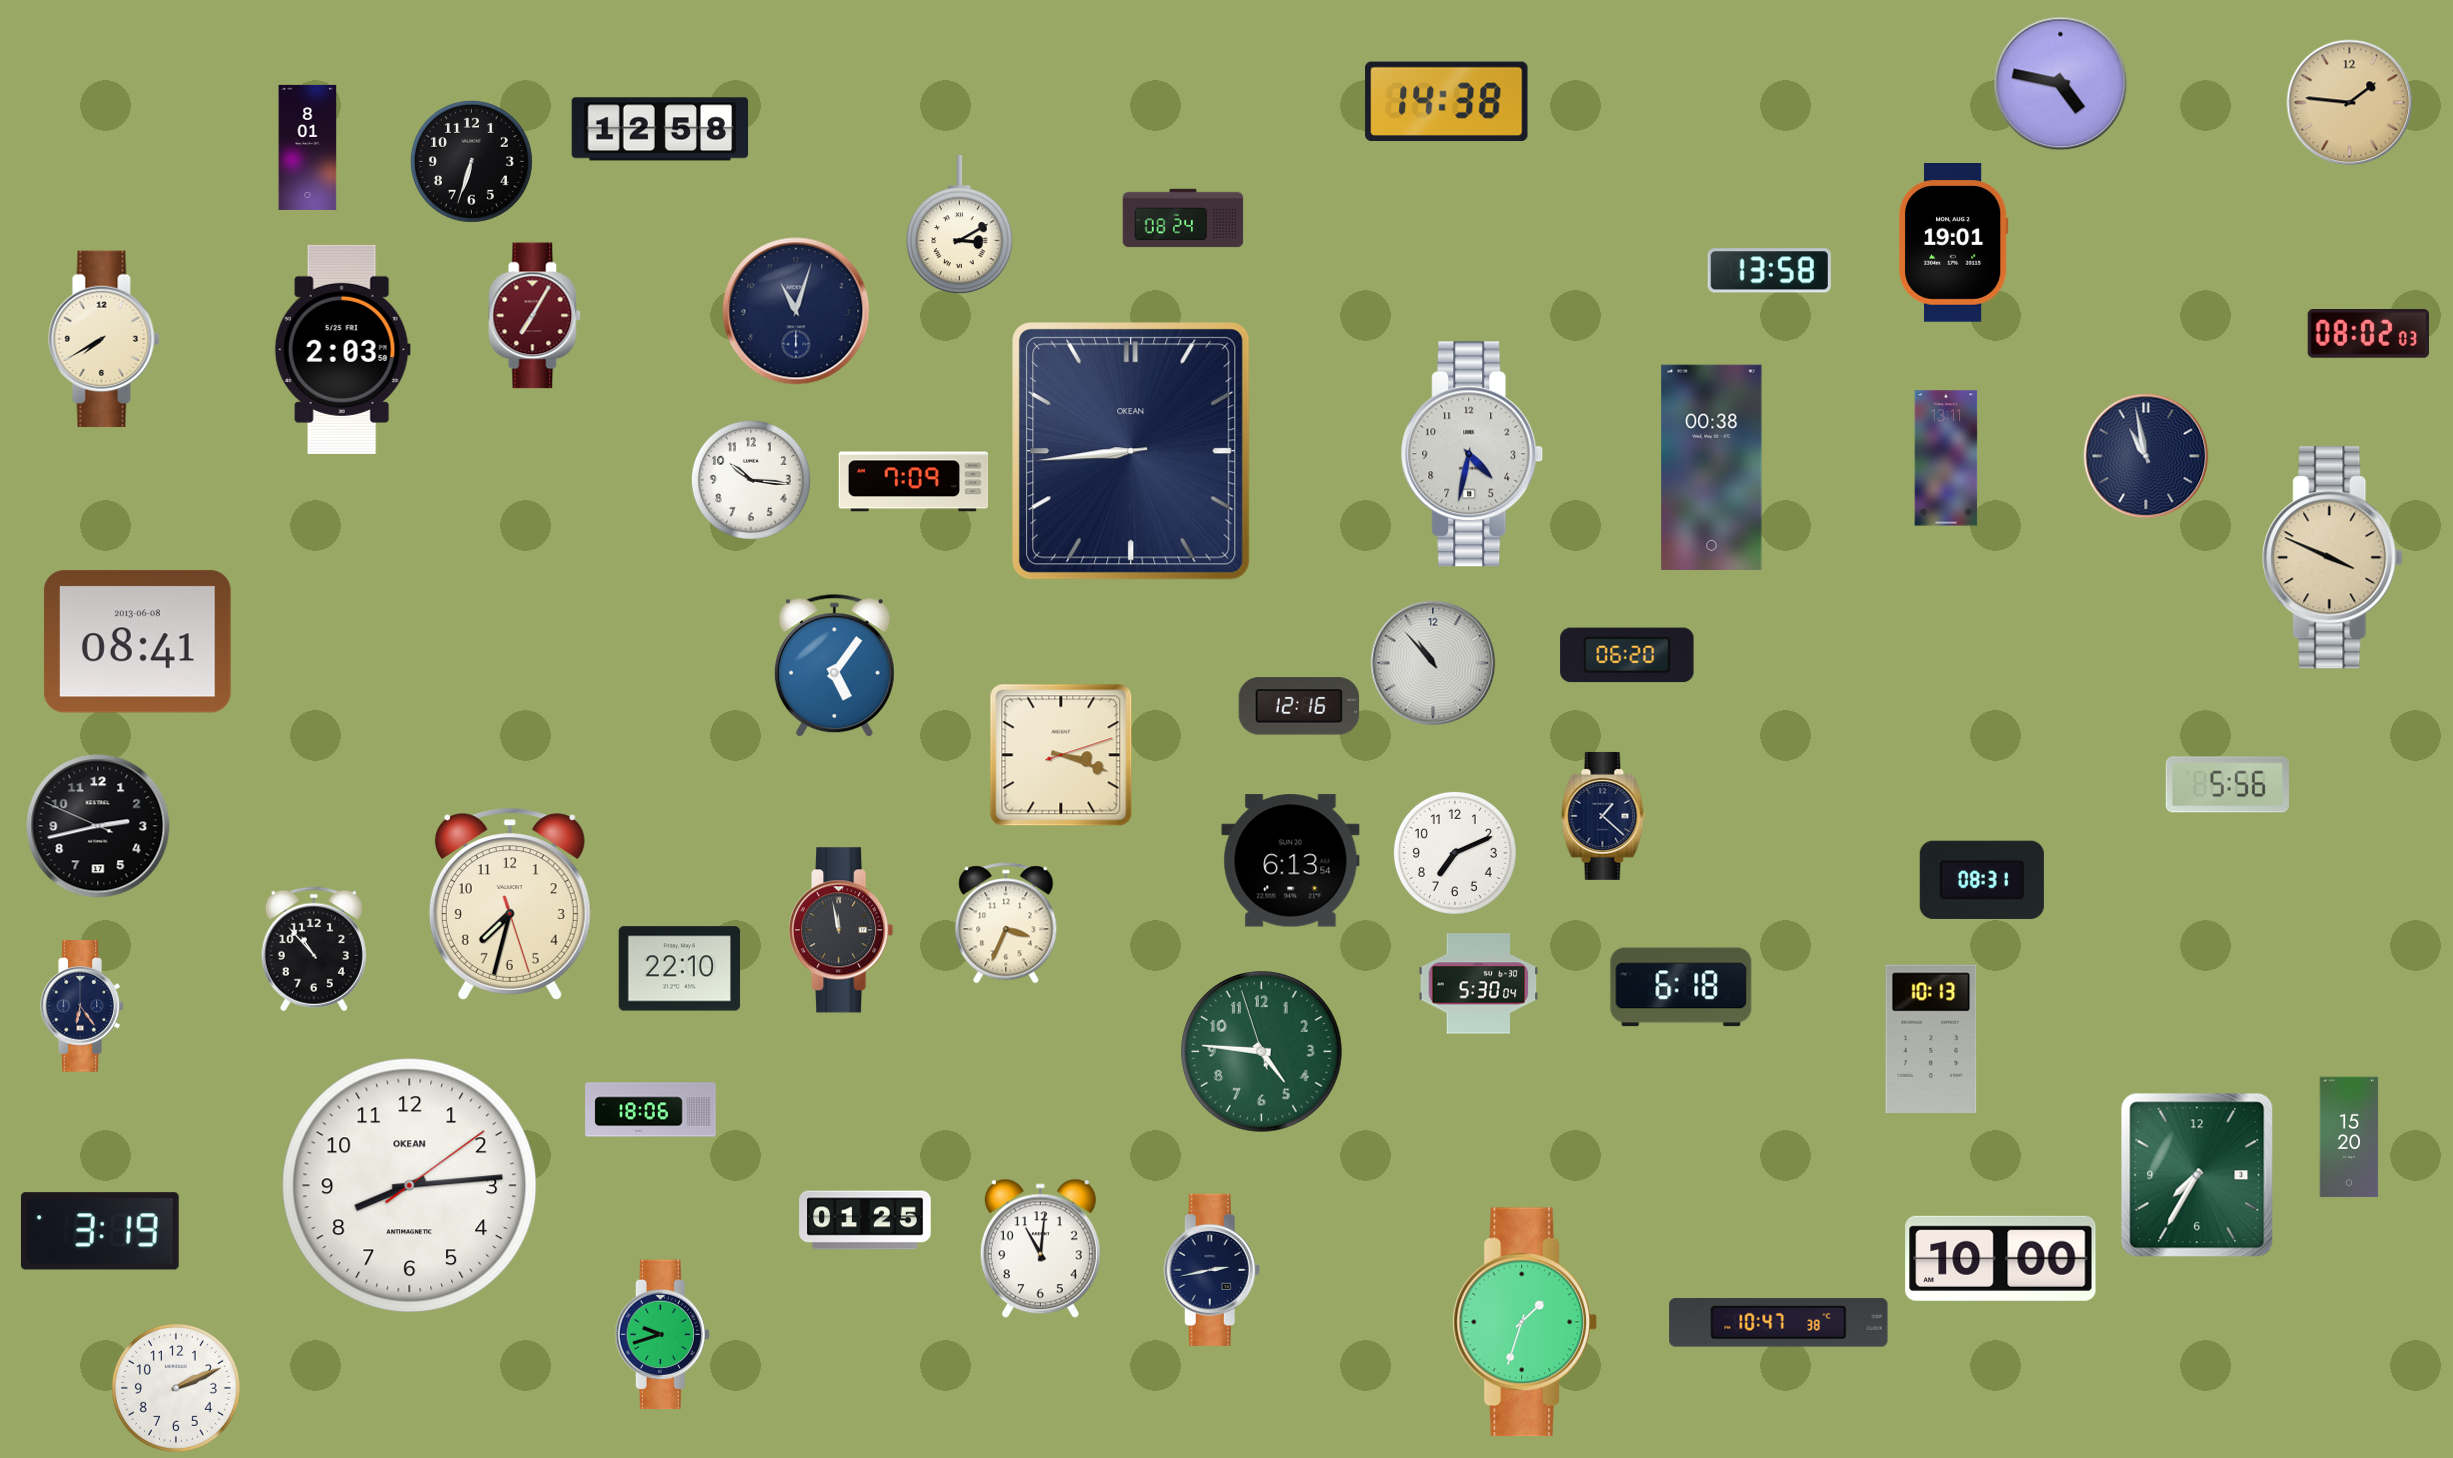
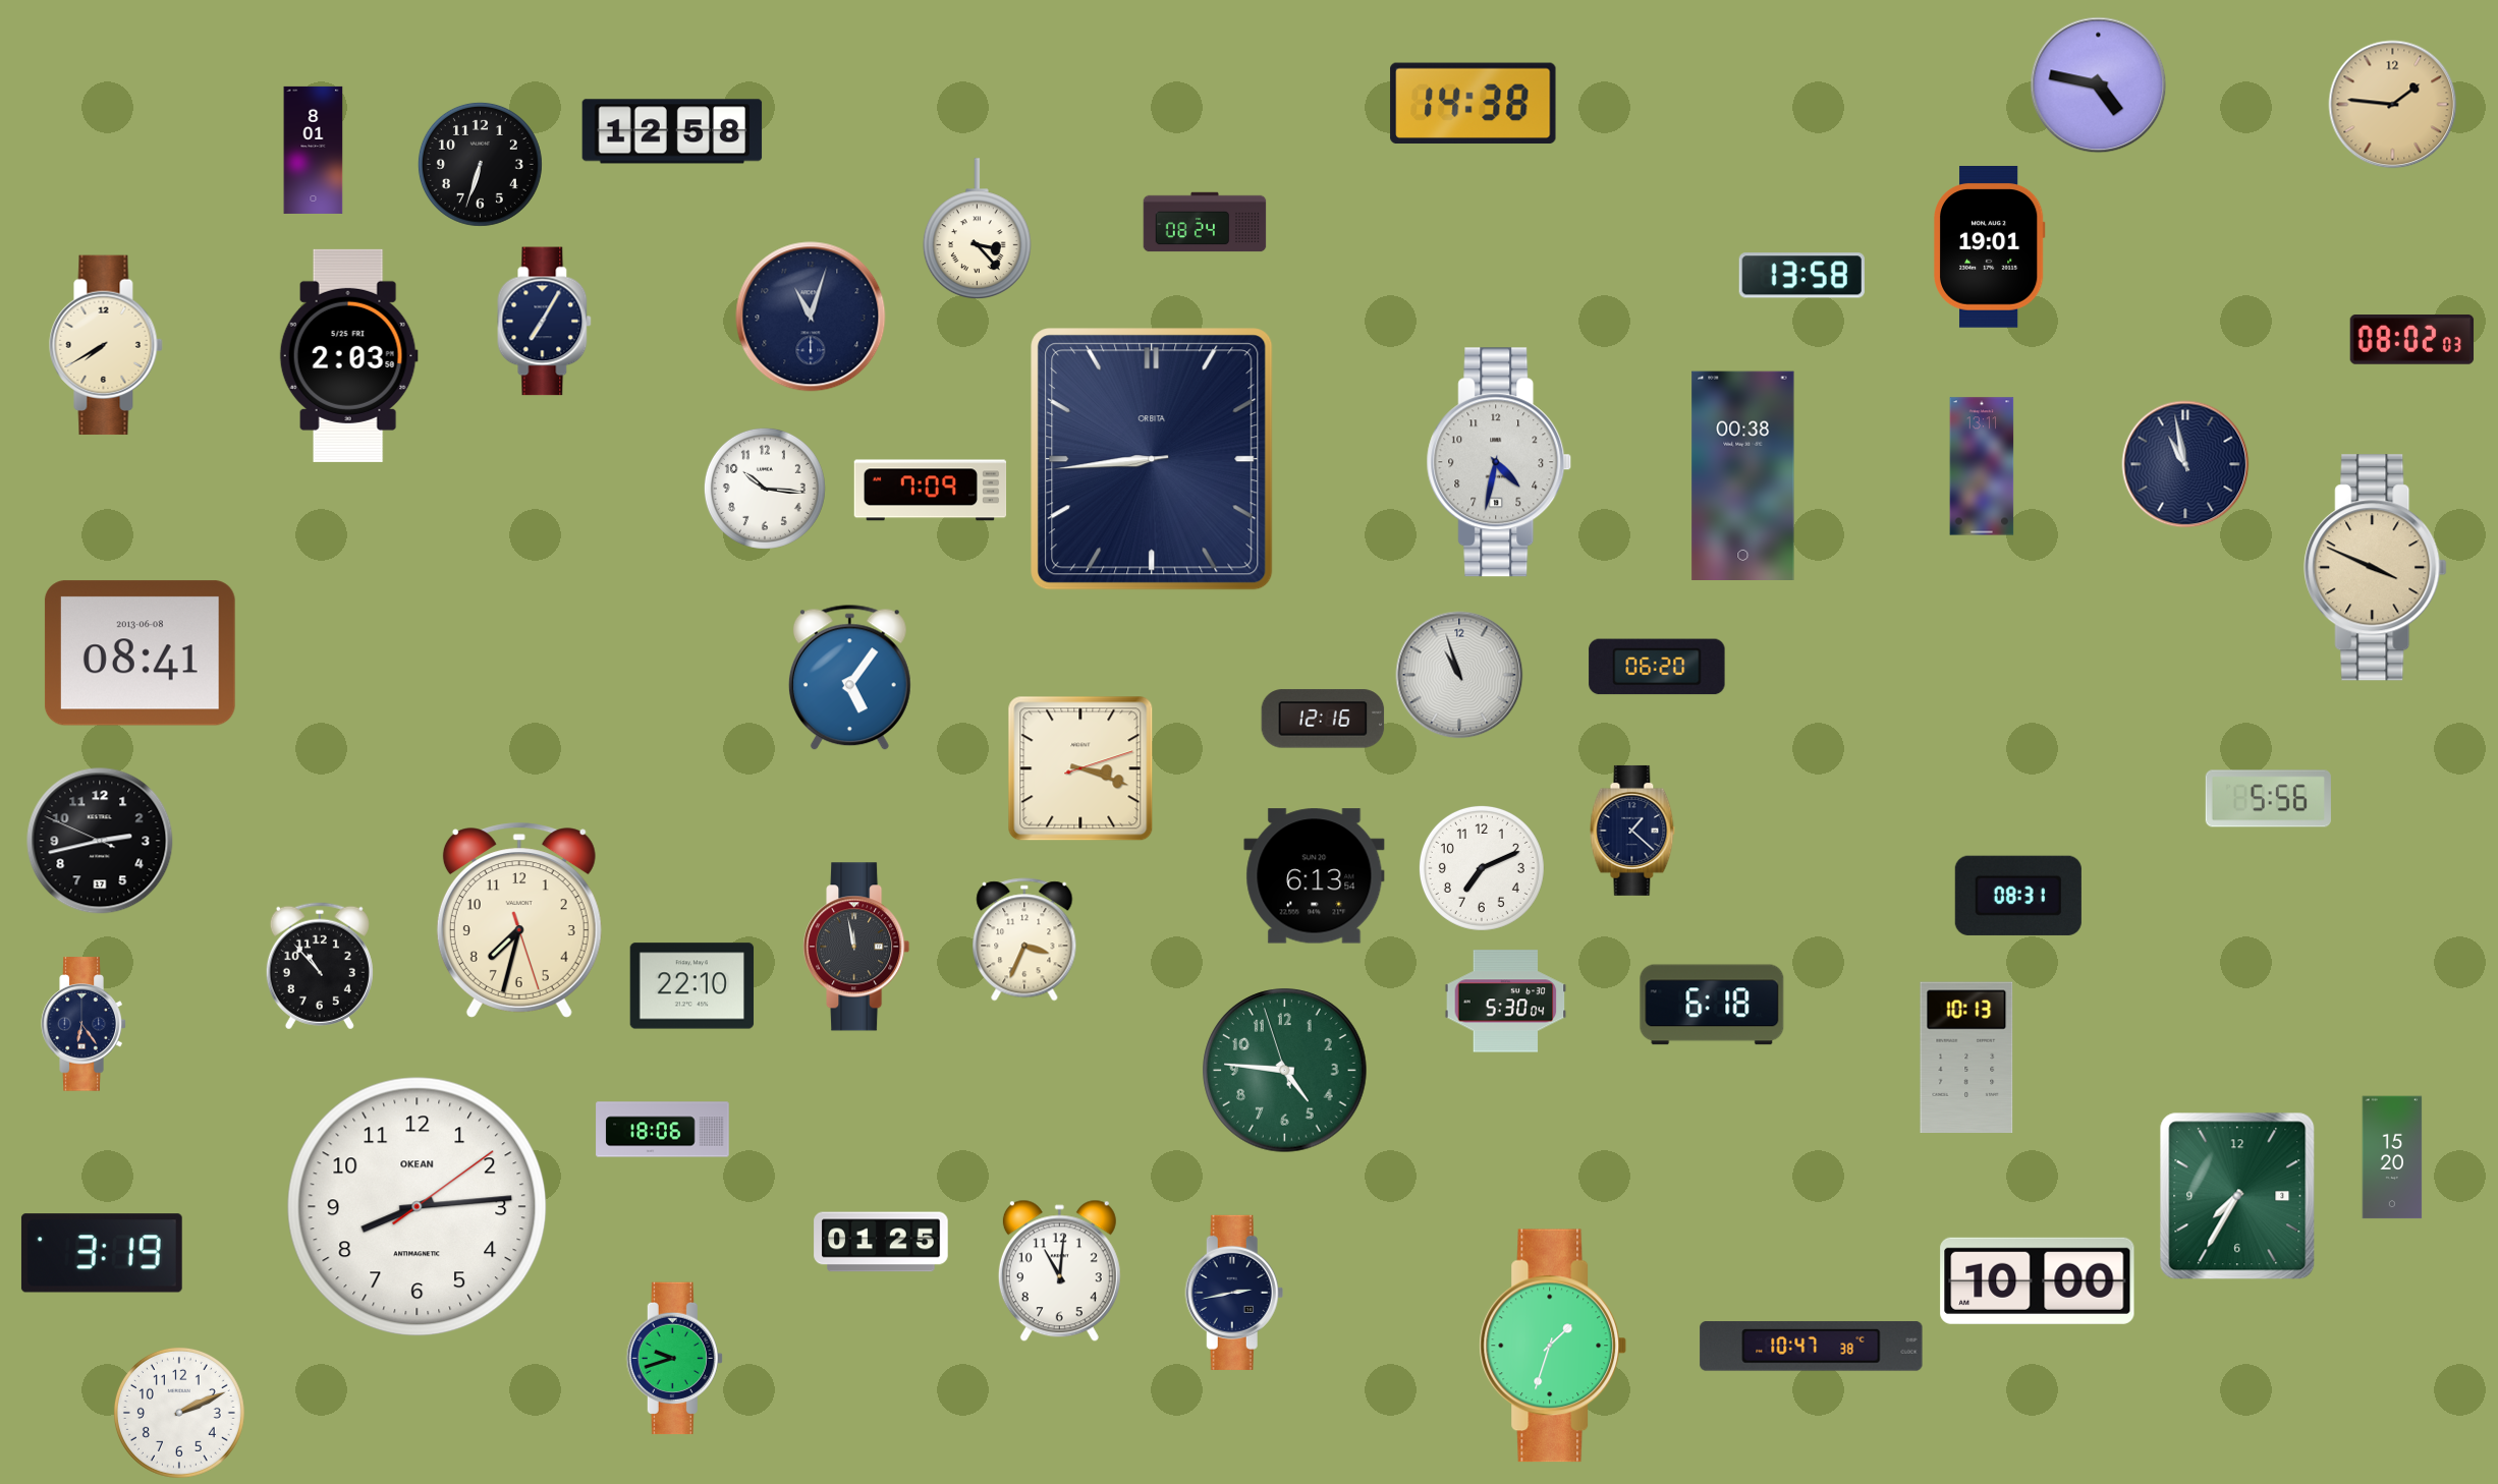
clock at (959, 225): 3:10 -> 3:23
clock at (535, 316) dial: burgundy -> navy
clock at (1131, 451) brand: OKEAN -> ORBITA
clock at (1433, 663): 10:53 -> 10:57
